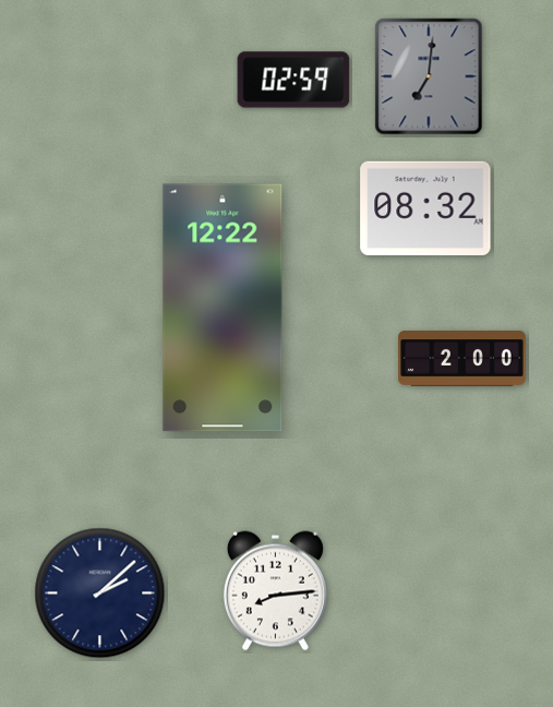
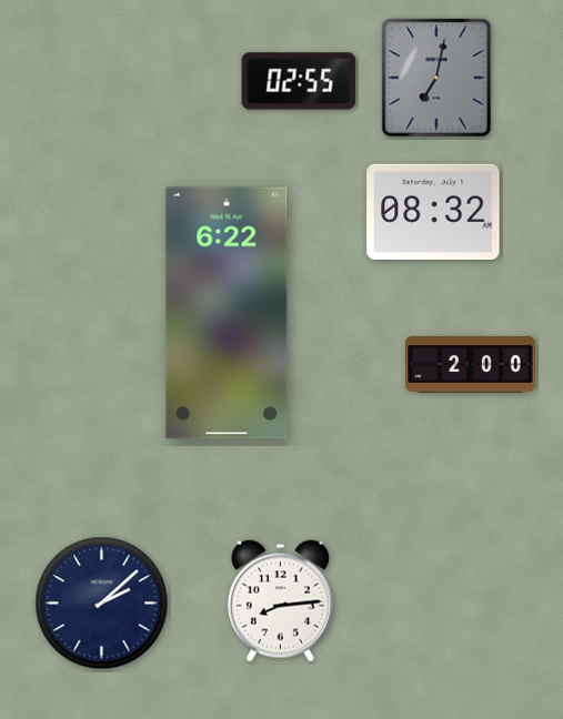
clock at (429, 76): 7:01 -> 7:02
clock at (293, 80): 02:59 -> 02:55
clock at (223, 308): 12:22 -> 6:22
